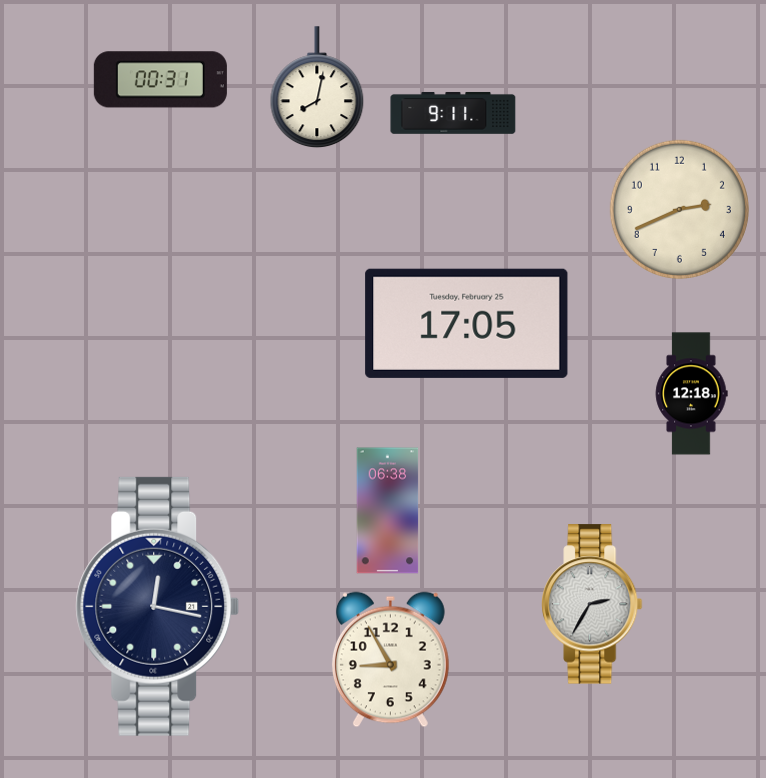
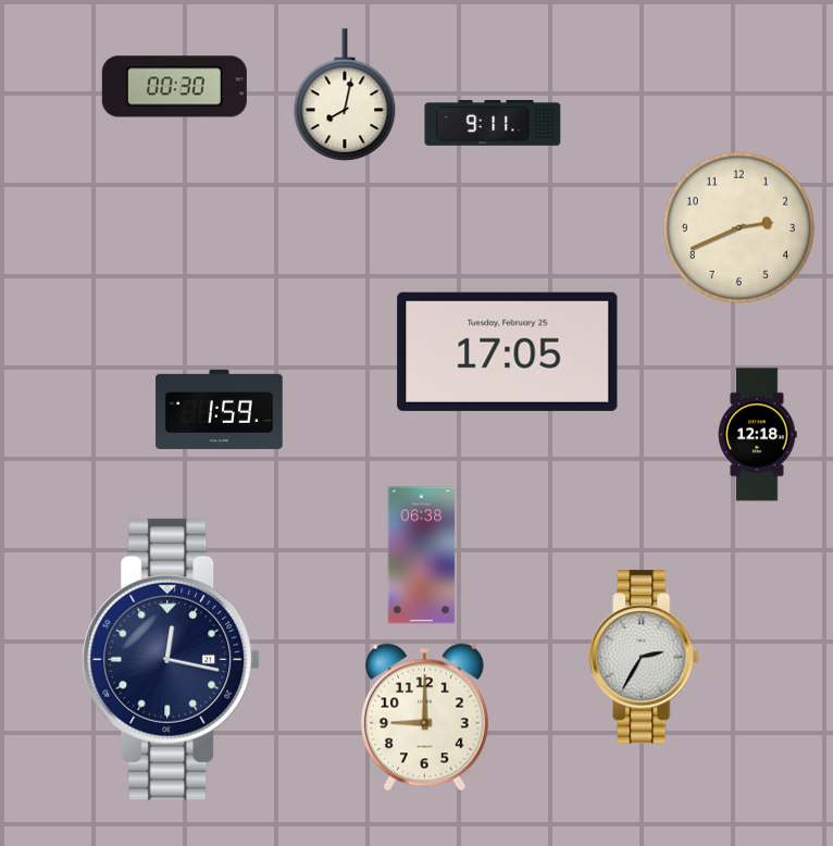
clock at (160, 80): 00:31 -> 00:30
clock at (220, 409): none -> 1:59
clock at (691, 394) position: (691, 394) -> (757, 435)
clock at (390, 660): 8:55 -> 9:00
